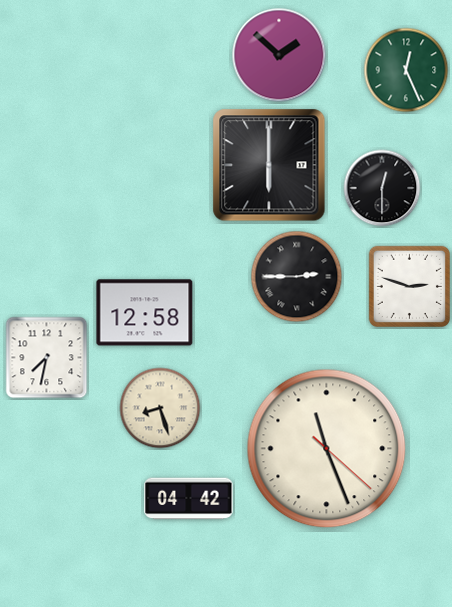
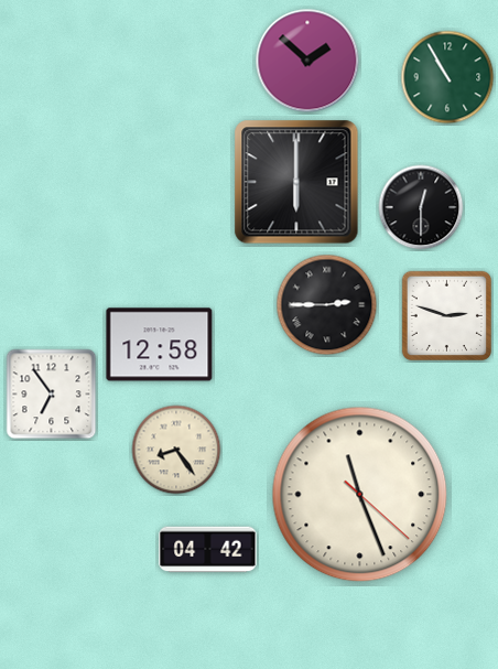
clock at (406, 70): 12:26 -> 10:55
clock at (409, 286) position: (409, 286) -> (446, 315)
clock at (47, 358): 7:32 -> 6:54
clock at (160, 408): 8:27 -> 8:24
